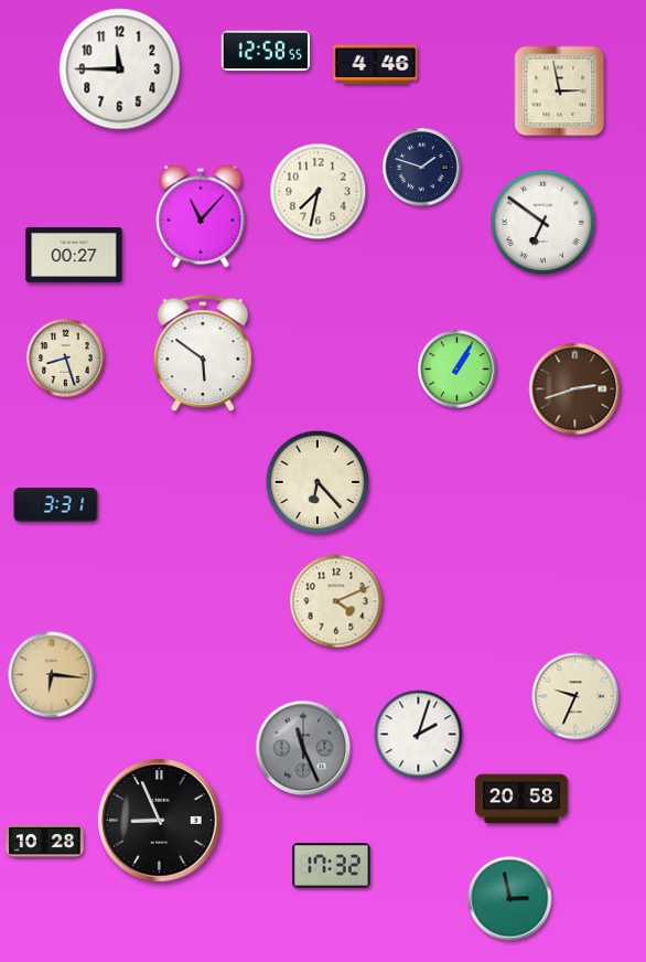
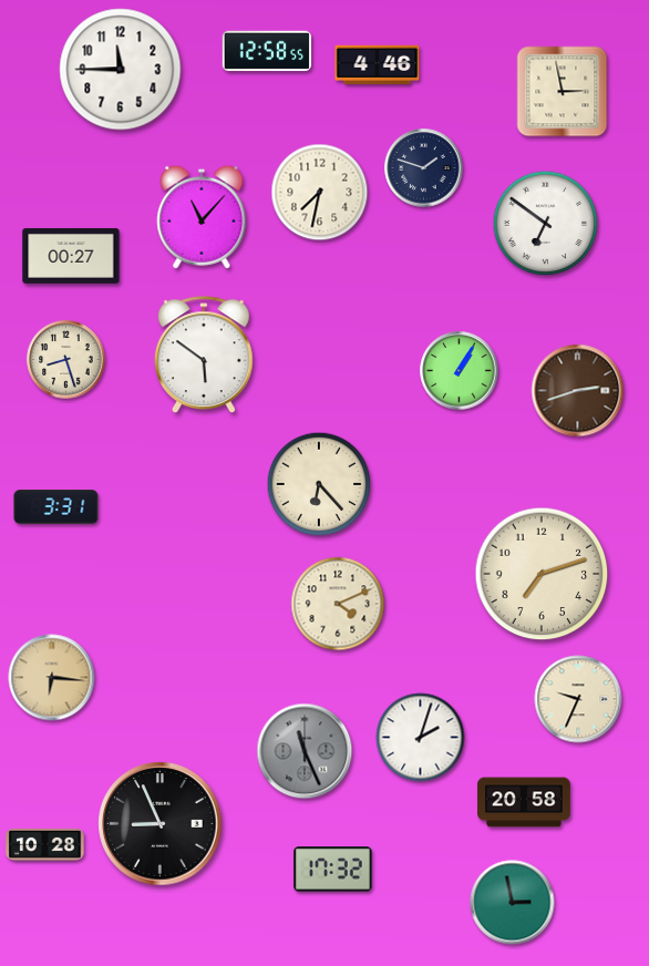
clock at (74, 255) position: (74, 255) -> (71, 256)
clock at (542, 574): none -> 7:12
